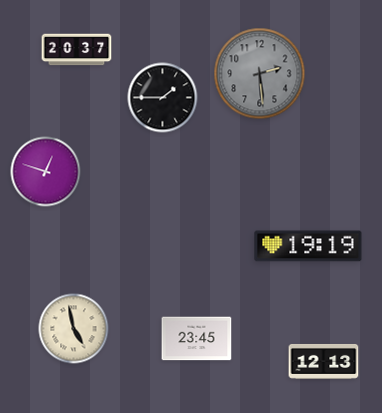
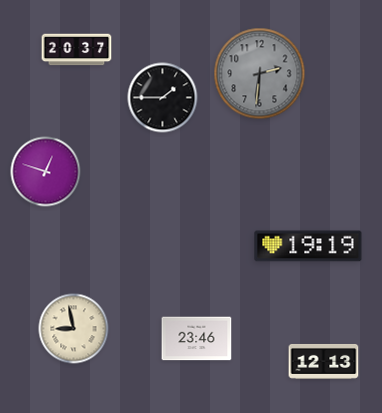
clock at (260, 74): 2:29 -> 2:31
clock at (74, 329): 4:58 -> 8:58
clock at (197, 339): 23:45 -> 23:46
